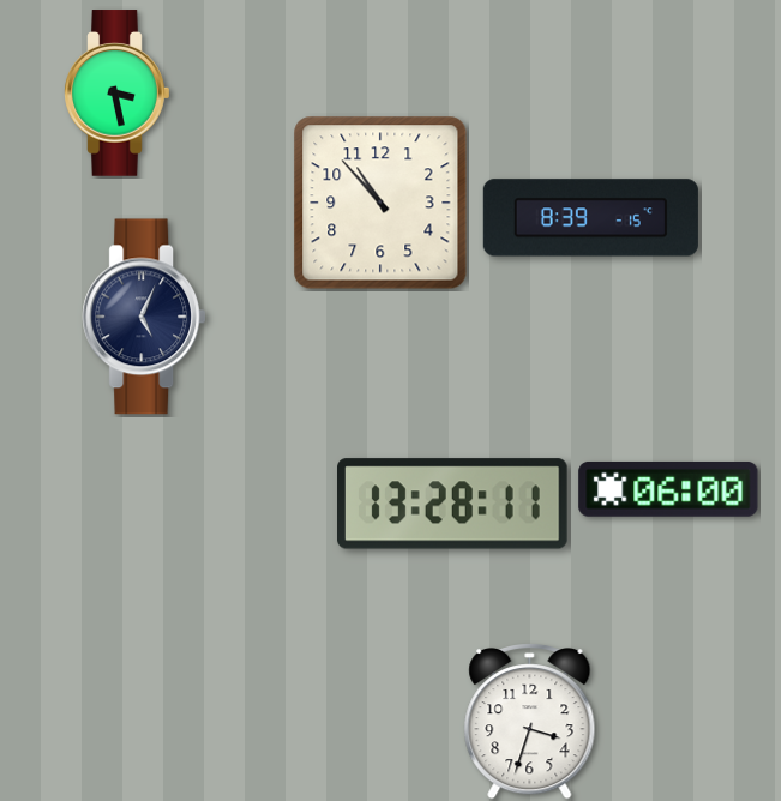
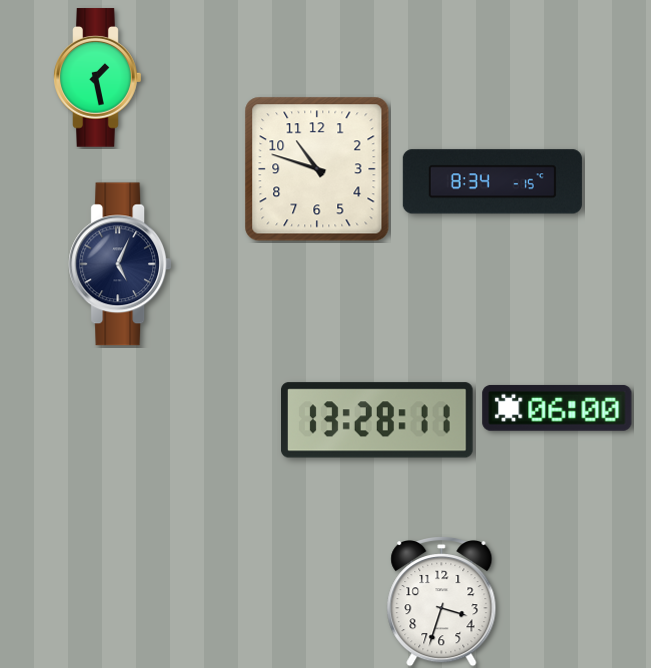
clock at (118, 94): 3:28 -> 1:28
clock at (380, 203): 10:53 -> 10:48
clock at (590, 218): 8:39 -> 8:34
